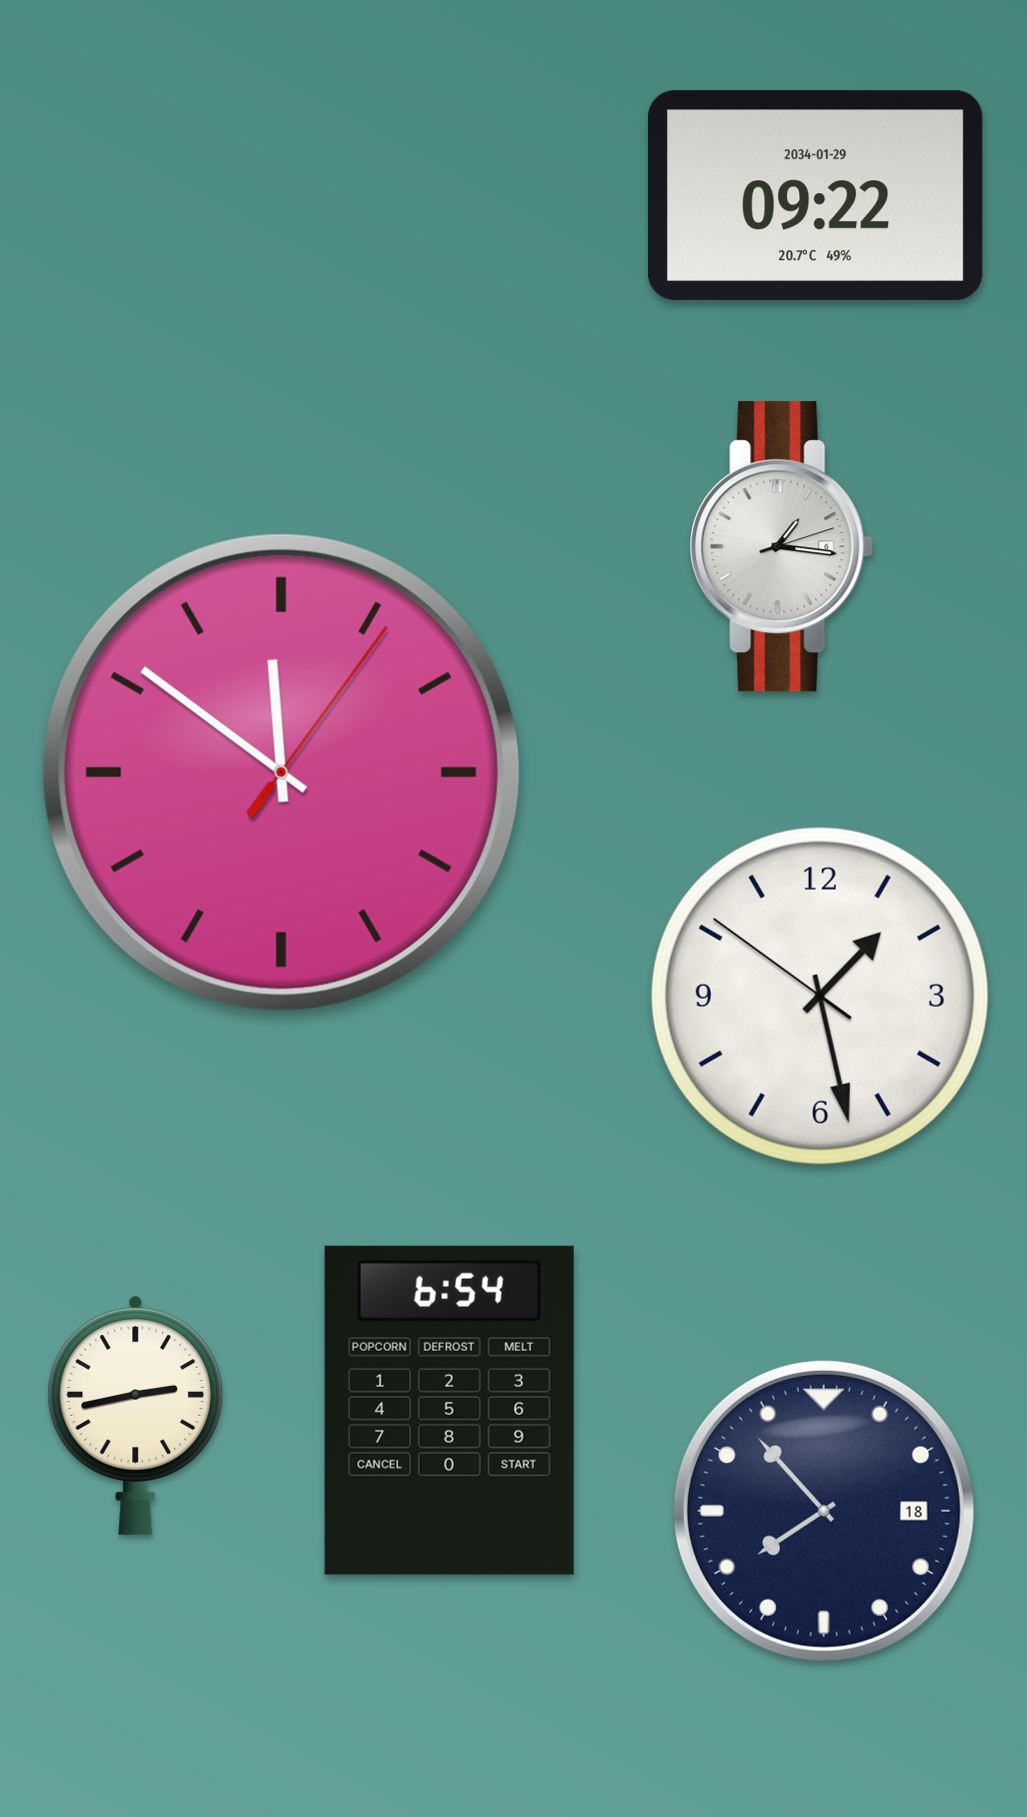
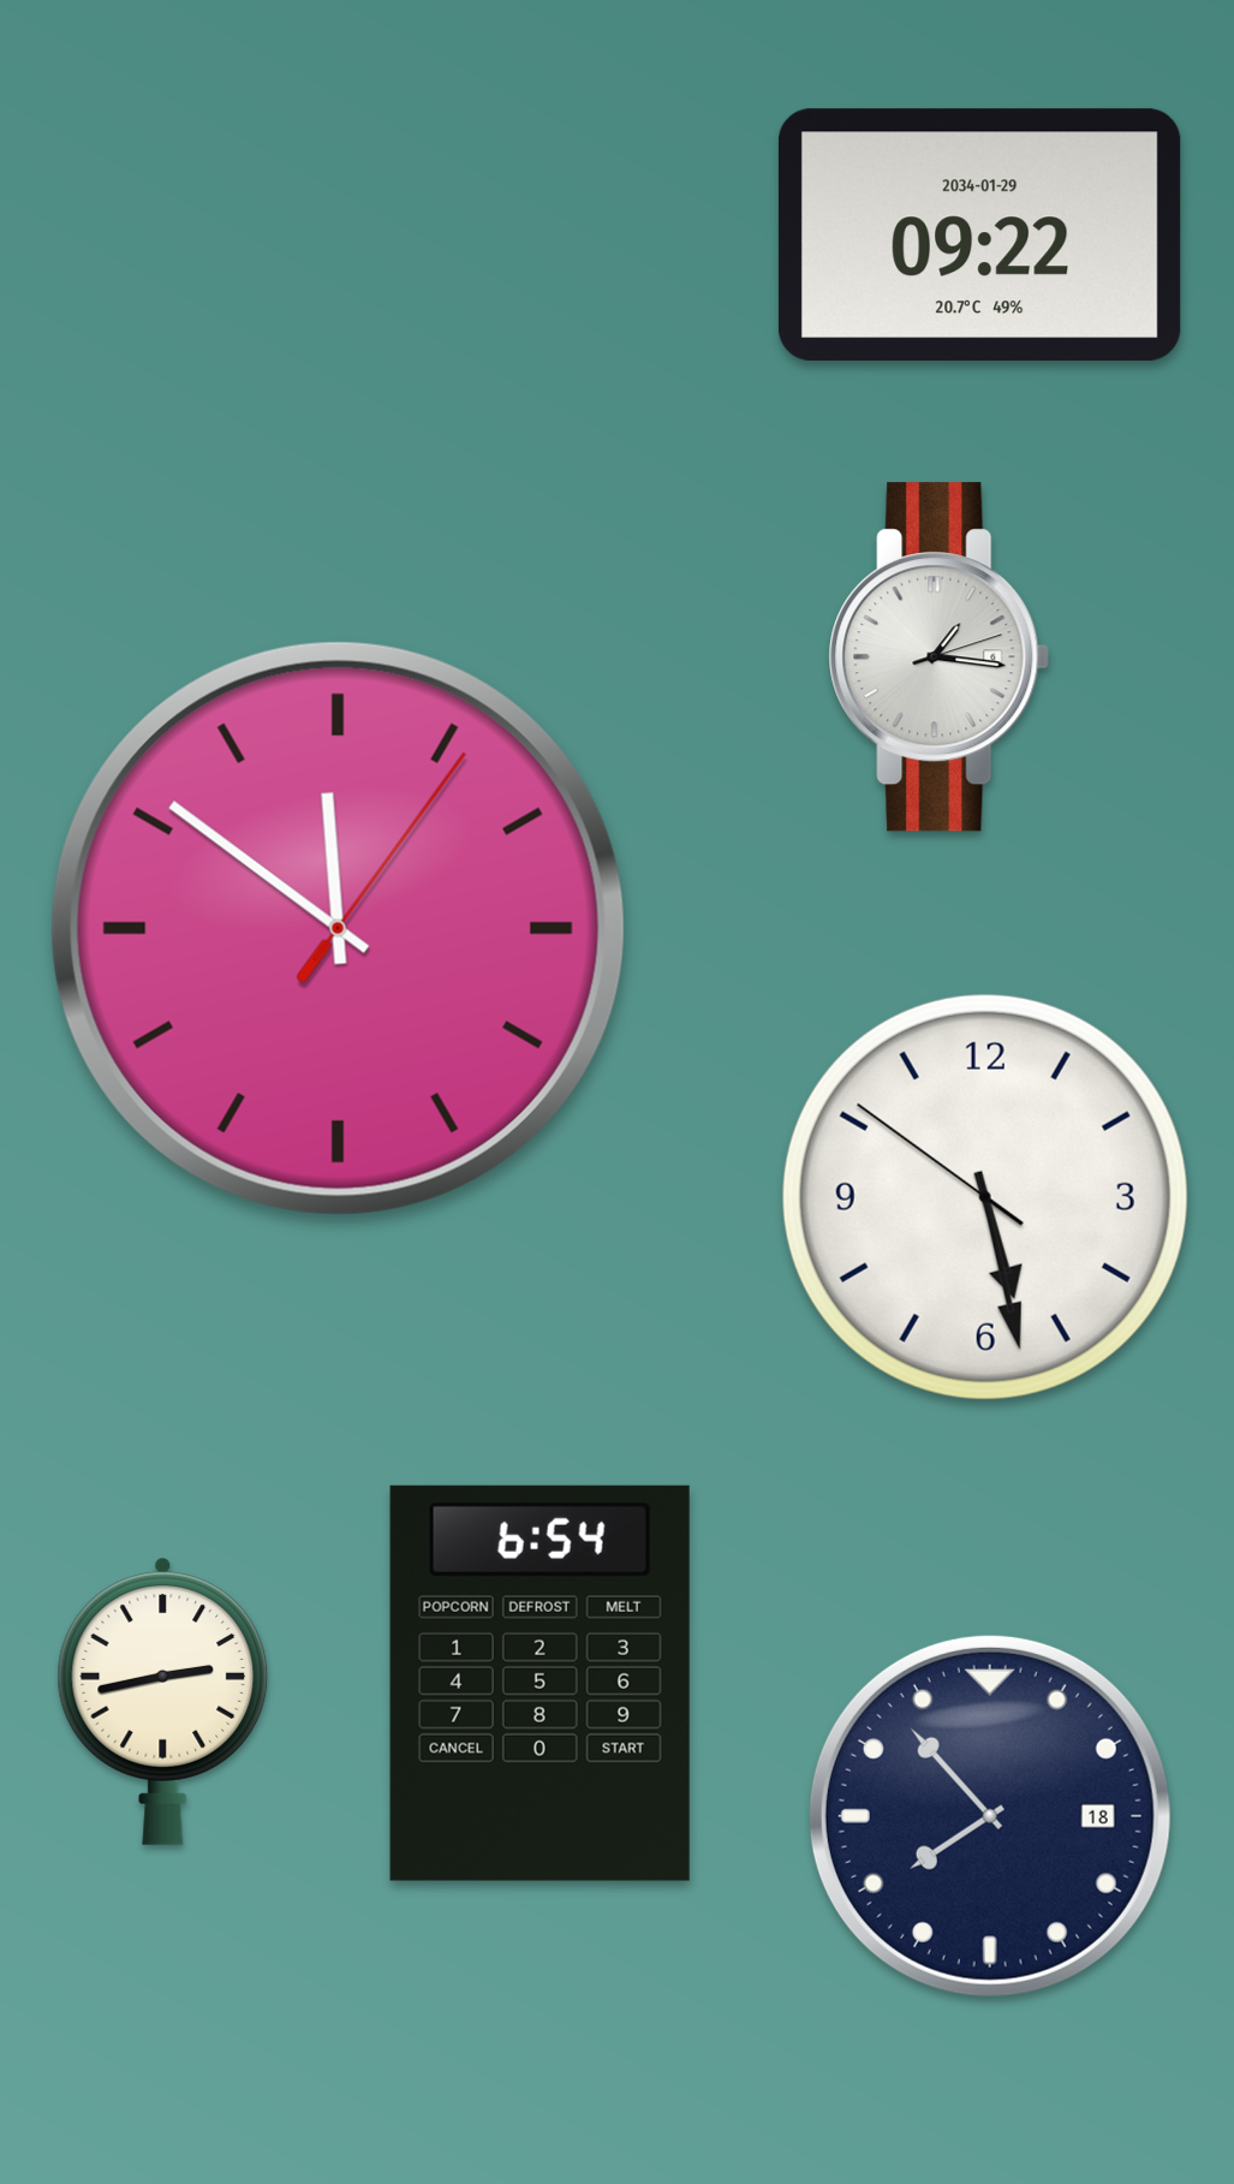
clock at (820, 996): 1:27 -> 5:27
clock at (449, 1410) position: (449, 1410) -> (539, 1683)
